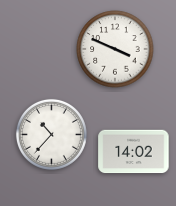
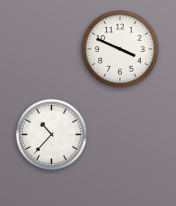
clock at (115, 49) position: (115, 49) -> (120, 49)
clock at (134, 152): 14:02 -> none
